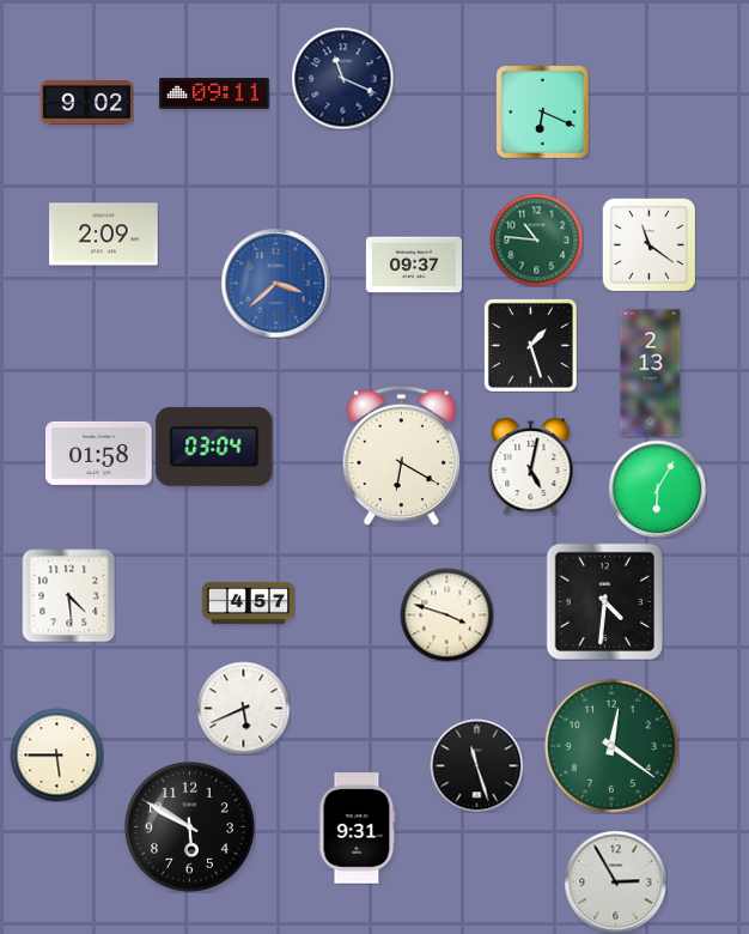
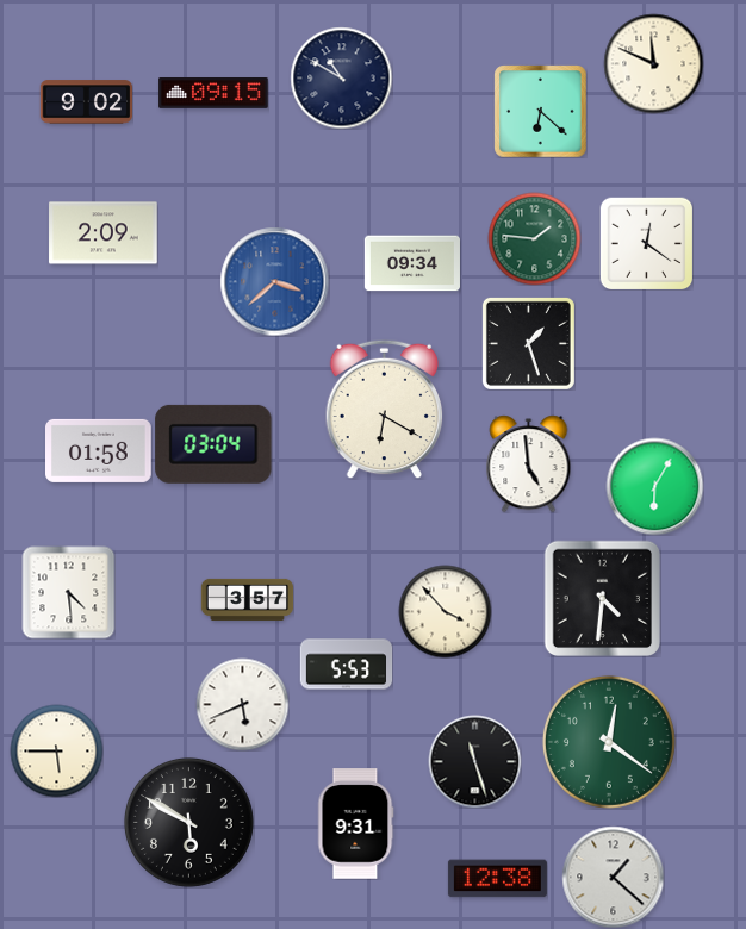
clock at (653, 63): none -> 11:49
clock at (342, 78): 11:19 -> 10:50
clock at (214, 93): 09:11 -> 09:15
clock at (542, 111): 6:19 -> 6:22
clock at (536, 239): 10:46 -> 1:46
clock at (648, 244): 11:21 -> 12:21
clock at (414, 265): 09:37 -> 09:34
clock at (651, 374): 2:13 -> none
clock at (402, 455) position: (402, 455) -> (385, 409)
clock at (531, 466): 5:02 -> 4:59
clock at (248, 602): 4:57 -> 3:57
clock at (446, 614): 3:48 -> 3:53
clock at (346, 665): none -> 5:53
clock at (615, 881): 2:55 -> 1:22
clock at (497, 879): none -> 12:38
